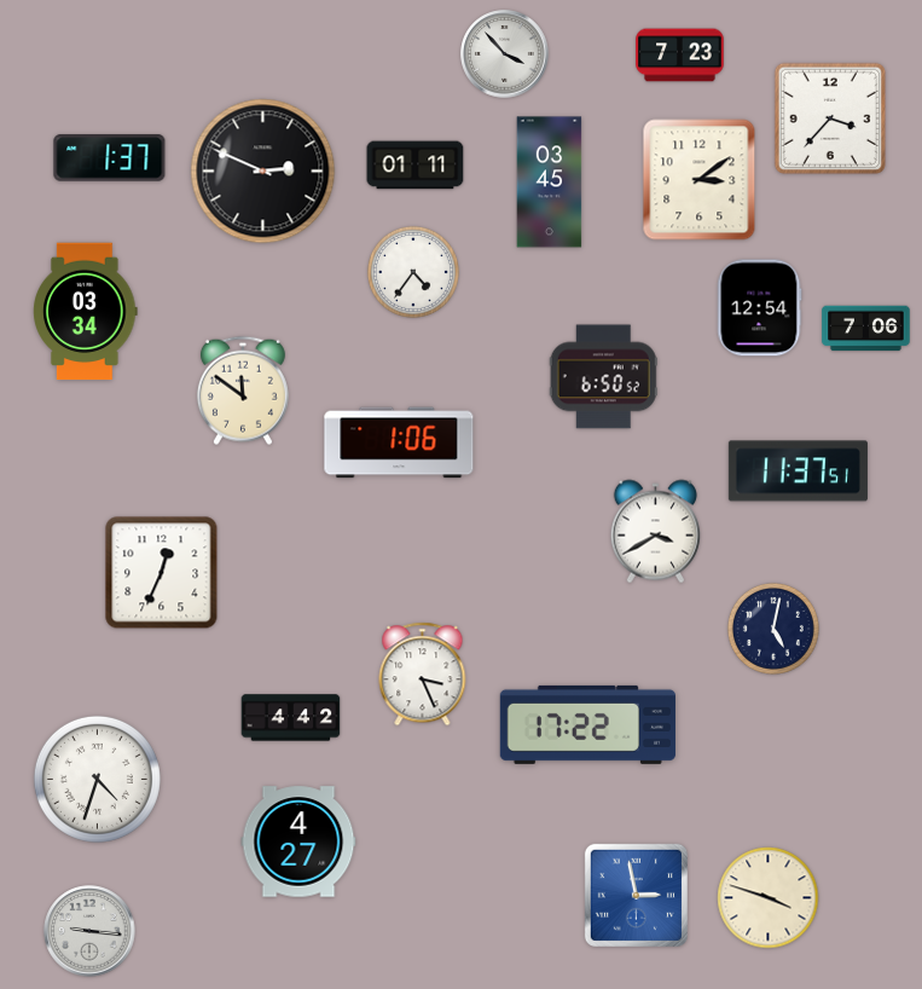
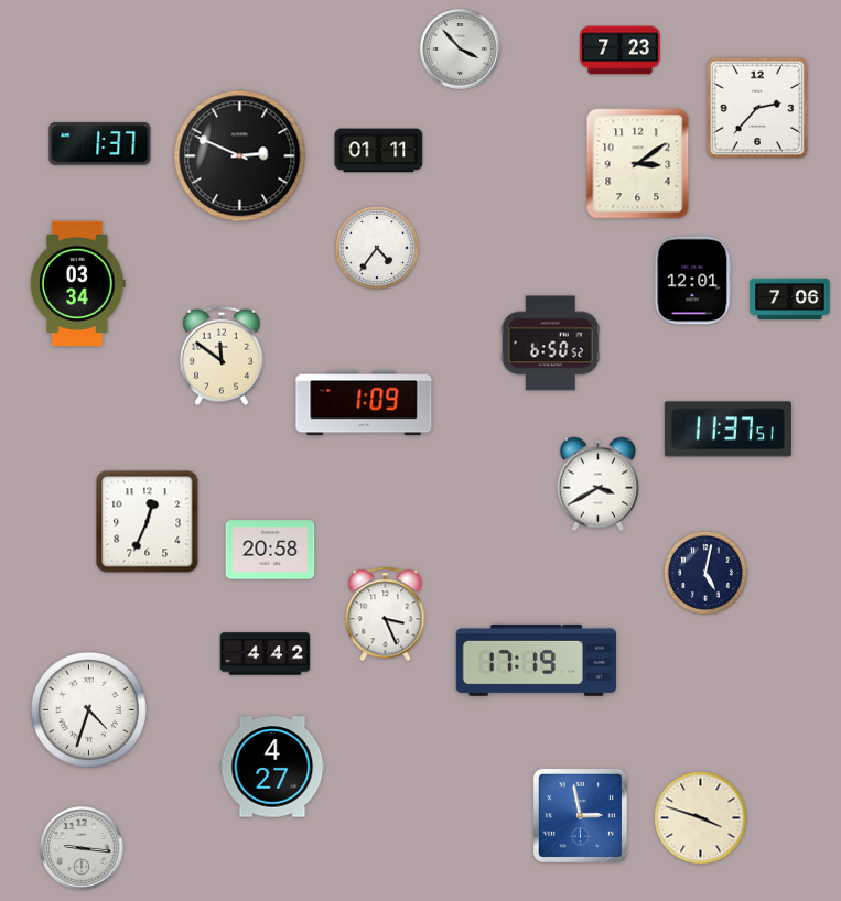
clock at (830, 118): 3:37 -> 2:37
clock at (550, 183): 03:45 -> none
clock at (759, 308): 12:54 -> 12:01
clock at (399, 443): 1:06 -> 1:09
clock at (270, 550): none -> 20:58
clock at (587, 724): 17:22 -> 17:19
